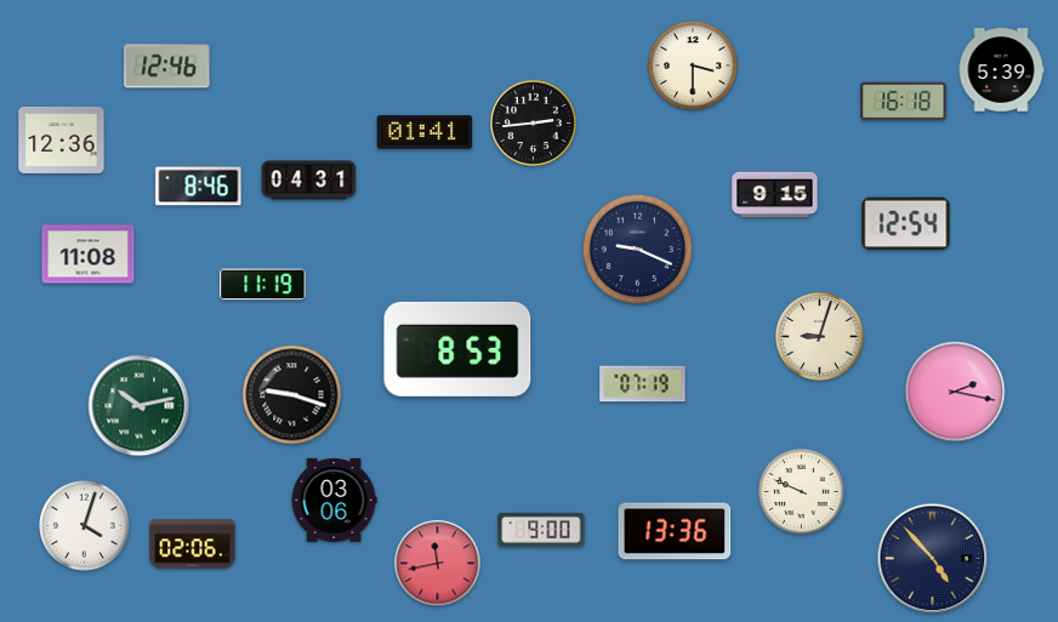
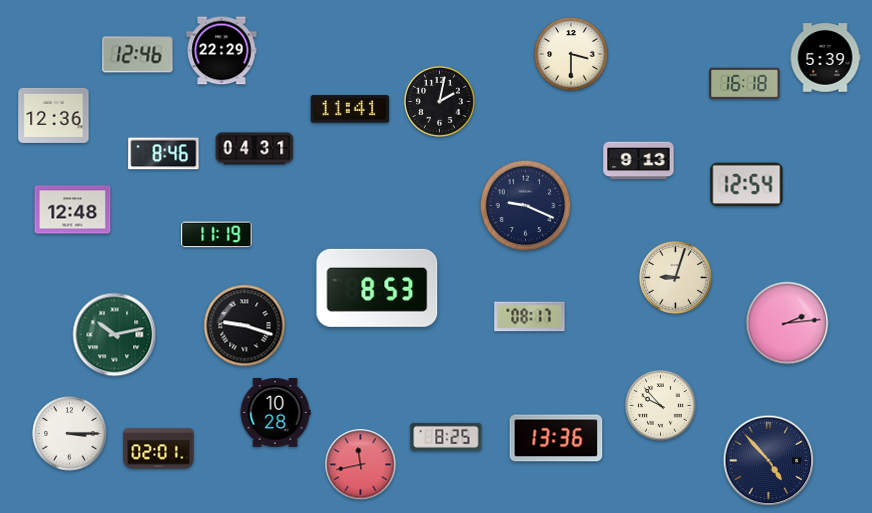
clock at (222, 51): none -> 22:29
clock at (534, 124): 2:44 -> 2:02
clock at (425, 132): 01:41 -> 11:41
clock at (62, 139) position: (62, 139) -> (54, 115)
clock at (775, 195): 9:15 -> 9:13
clock at (89, 255): 11:08 -> 12:48
clock at (643, 384): 07:19 -> 08:17
clock at (955, 392): 2:17 -> 2:14
clock at (292, 395) position: (292, 395) -> (245, 326)
clock at (802, 492): 9:49 -> 9:53
clock at (334, 501): 03:06 -> 10:28
clock at (85, 526): 4:03 -> 3:15
clock at (541, 530): 9:00 -> 8:25
clock at (193, 544): 02:06 -> 02:01
